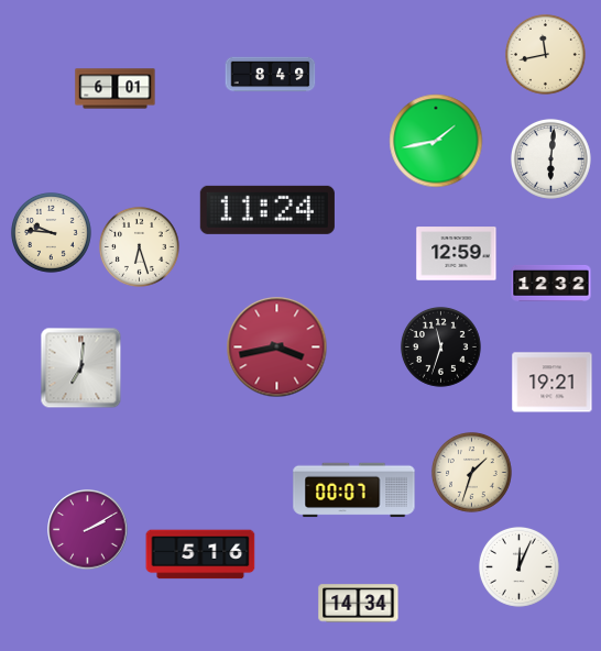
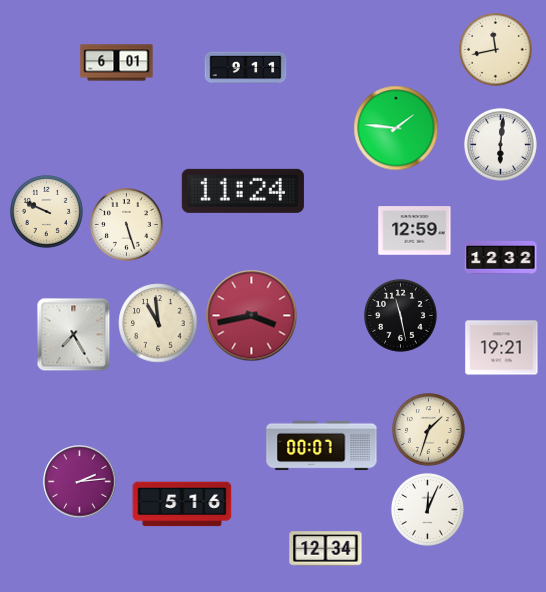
clock at (271, 75): 8:49 -> 9:11
clock at (116, 89) position: (116, 89) -> (117, 63)
clock at (436, 141): 1:43 -> 1:46
clock at (51, 232): 9:46 -> 9:49
clock at (139, 246): 6:27 -> 5:27
clock at (440, 346): 11:33 -> 11:28
clock at (158, 323): none -> 10:59
clock at (81, 368): 7:01 -> 7:25
clock at (88, 530): 2:10 -> 2:14
clock at (518, 566) position: (518, 566) -> (427, 509)
clock at (359, 604): 14:34 -> 12:34
